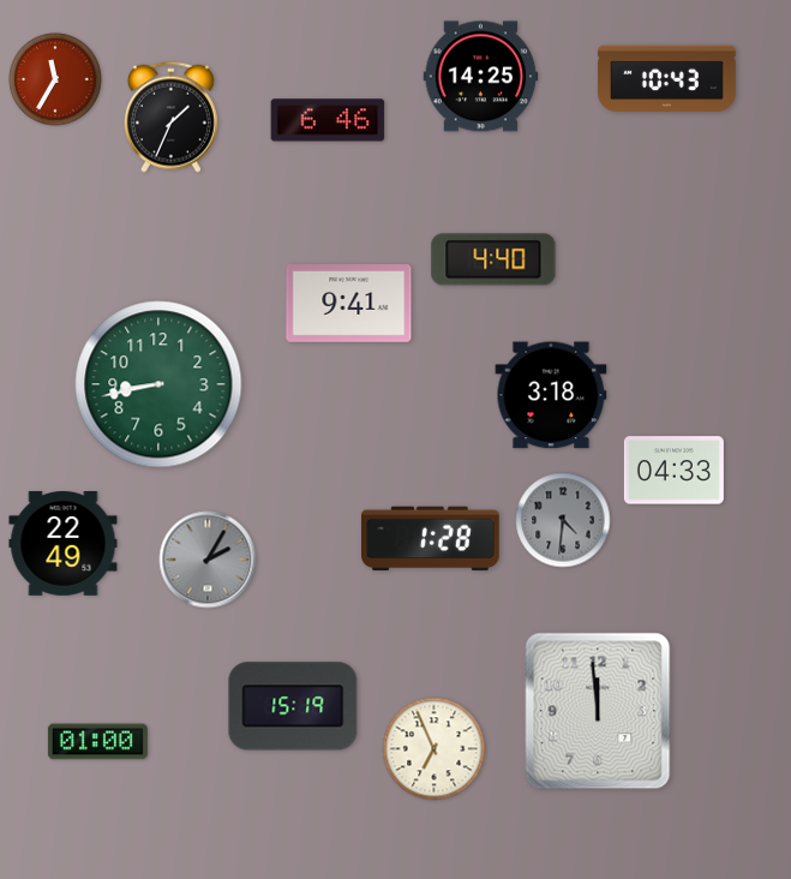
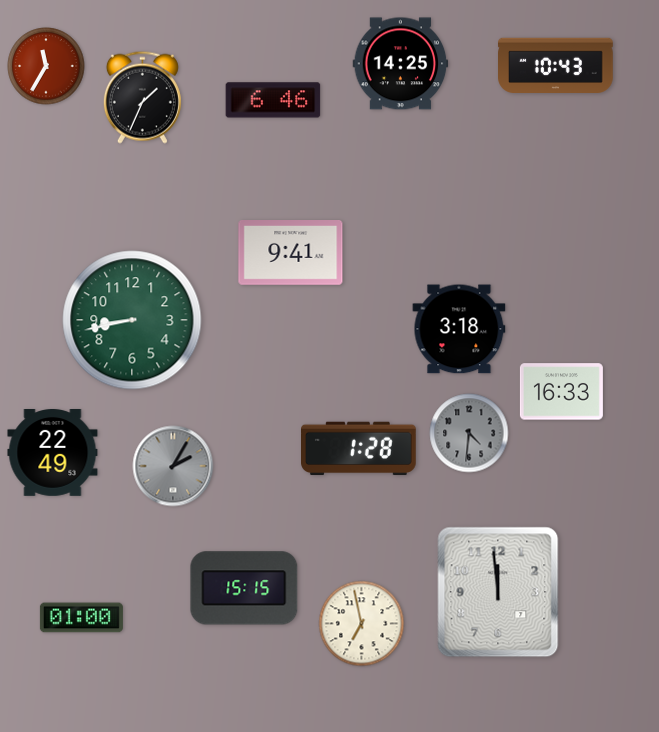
clock at (493, 259): 4:40 -> none
clock at (673, 471): 04:33 -> 16:33
clock at (293, 706): 15:19 -> 15:15
clock at (435, 749): 6:56 -> 6:58
